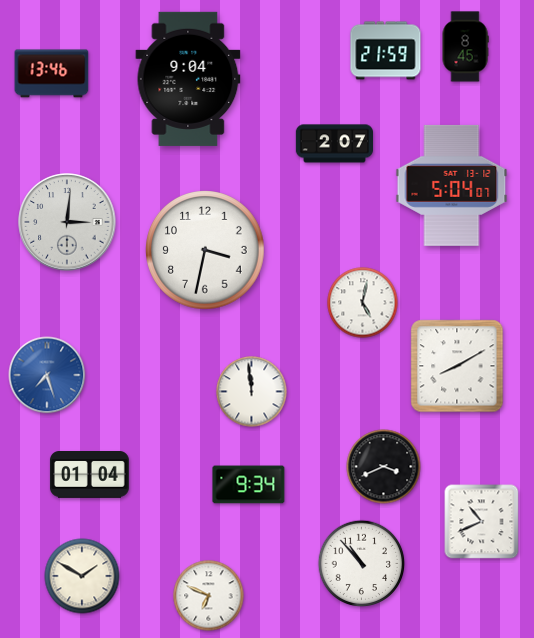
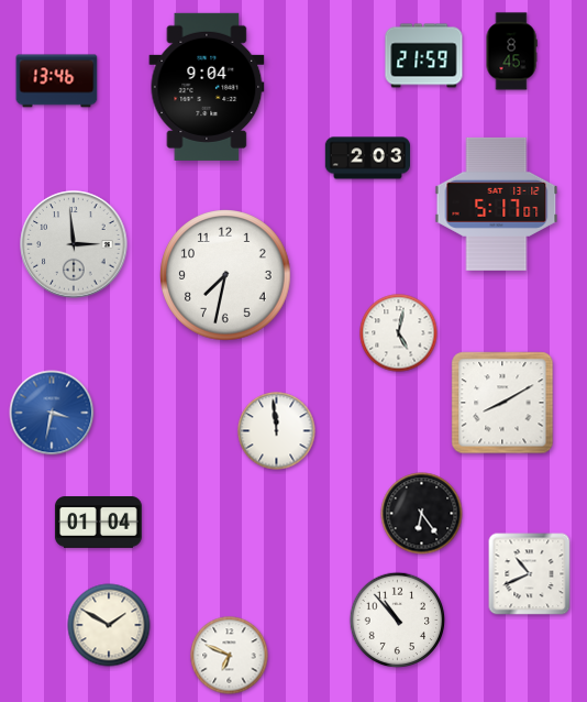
clock at (334, 144): 2:07 -> 2:03
clock at (452, 185): 5:04 -> 5:17
clock at (67, 222): 3:01 -> 2:59
clock at (205, 250): 3:32 -> 7:32
clock at (47, 375): 7:27 -> 3:32
clock at (384, 467): 3:41 -> 6:24
clock at (249, 485): 9:34 -> none
clock at (82, 576) position: (82, 576) -> (109, 625)
